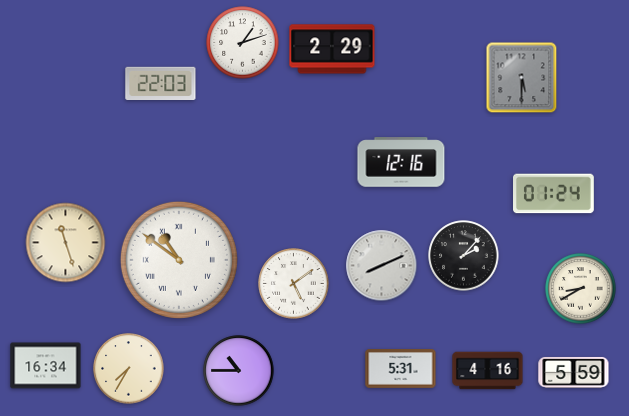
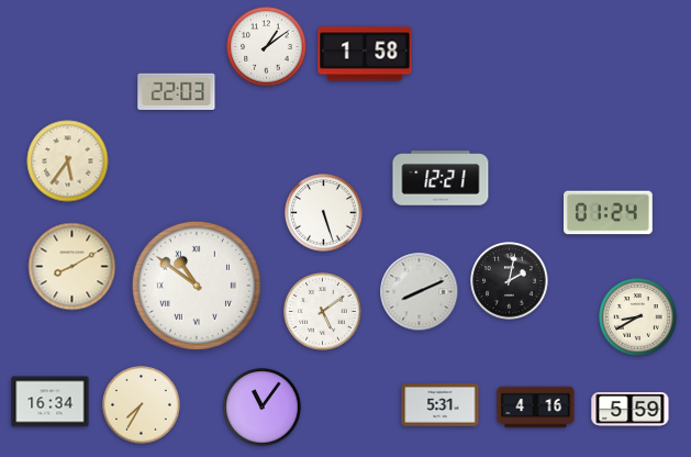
clock at (243, 43): 1:12 -> 1:09
clock at (332, 49): 2:29 -> 1:58
clock at (522, 78): 5:30 -> none
clock at (68, 161): none -> 5:36
clock at (401, 162): 12:16 -> 12:21
clock at (324, 213): none -> 5:27
clock at (66, 243): 11:27 -> 8:10
clock at (464, 256): 2:07 -> 2:02
clock at (239, 371): 10:45 -> 11:06
